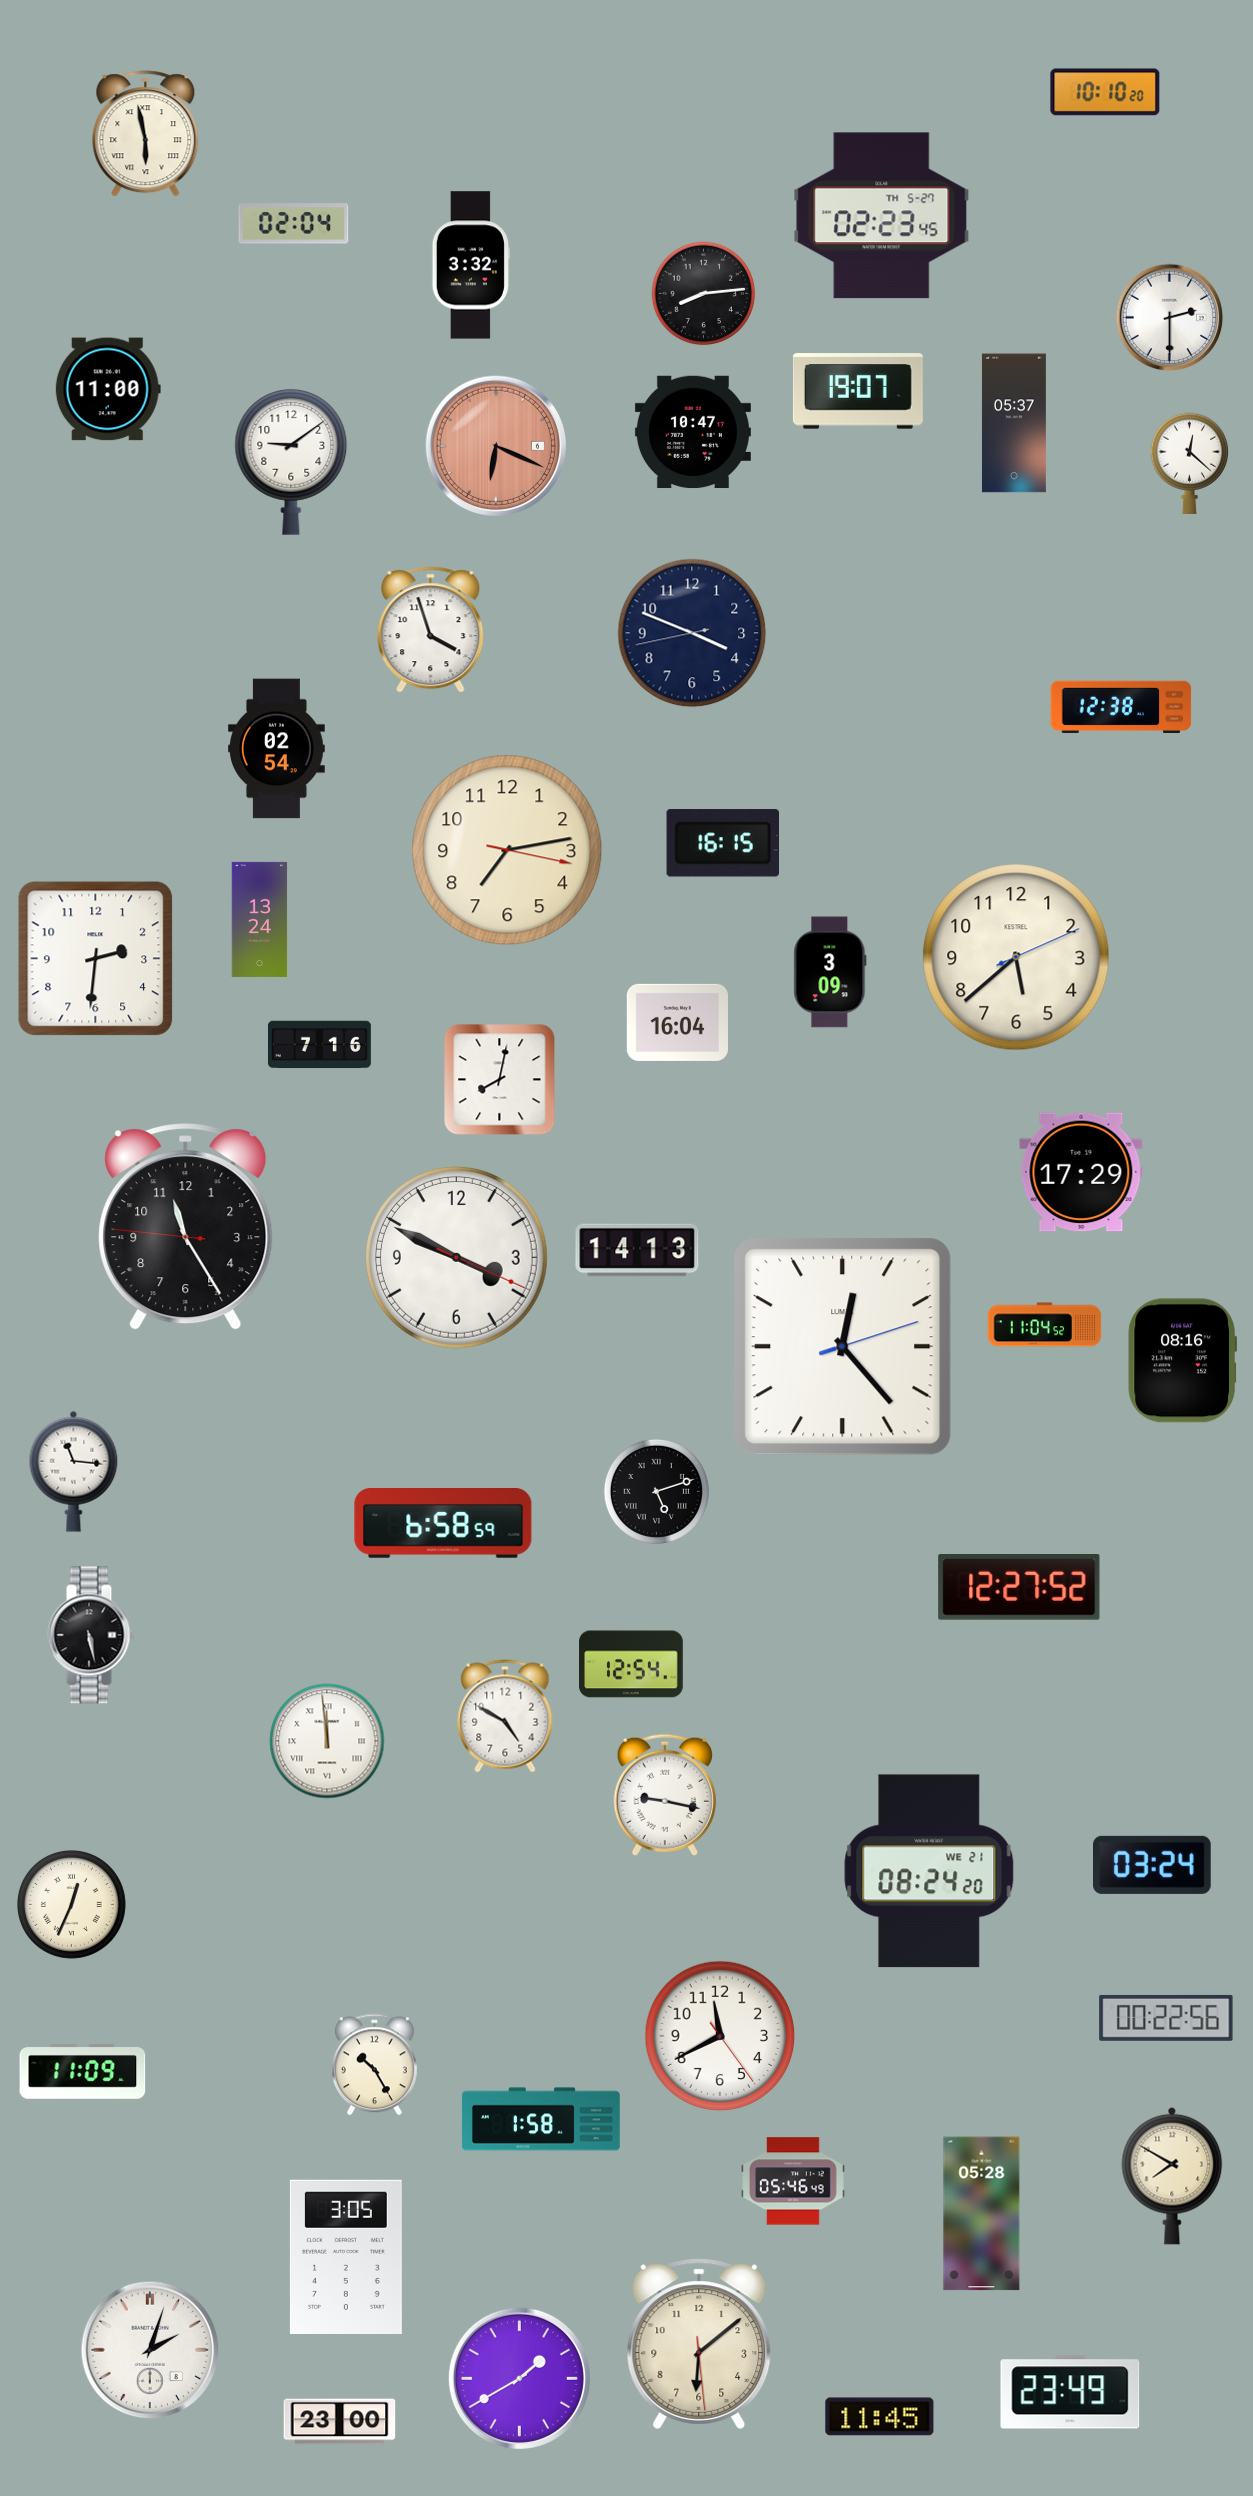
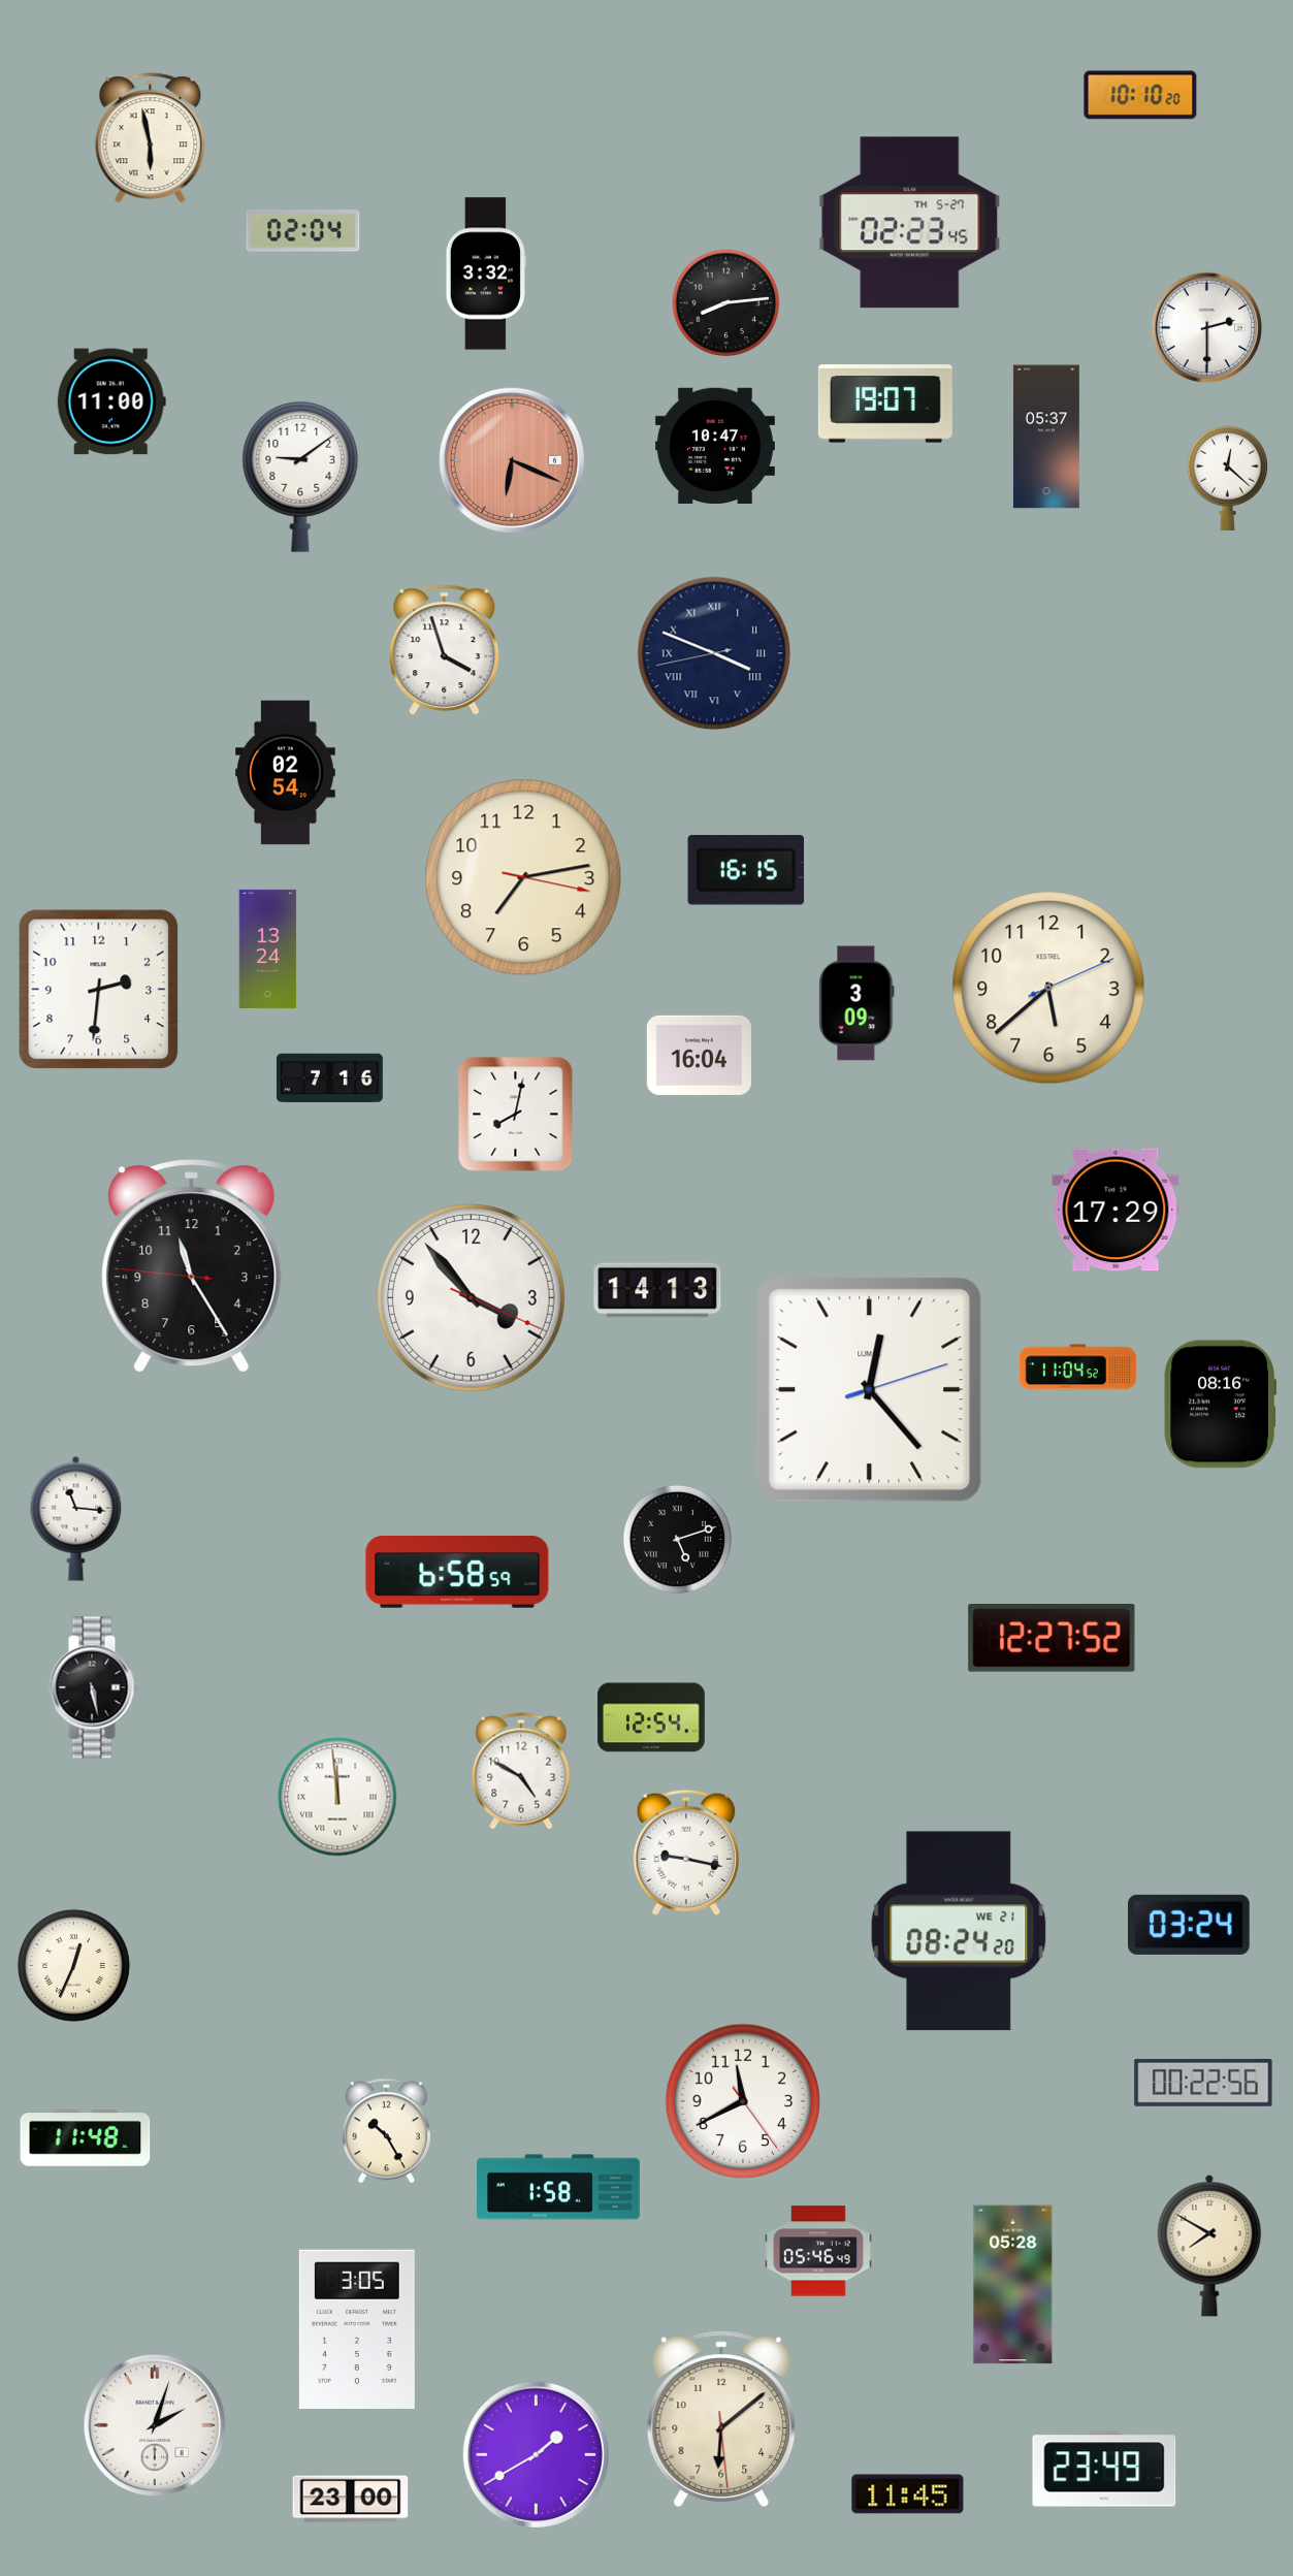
clock at (692, 633) numerals: Arabic -> Roman
clock at (1121, 707): 12:38 -> none
clock at (456, 1257): 3:49 -> 3:53
clock at (83, 2072): 11:09 -> 11:48
